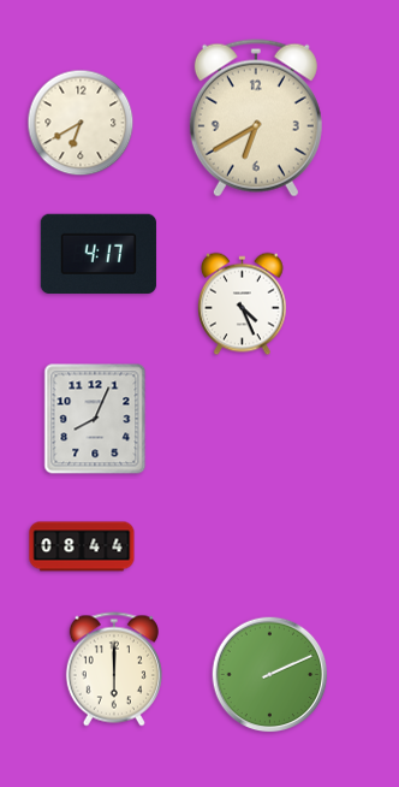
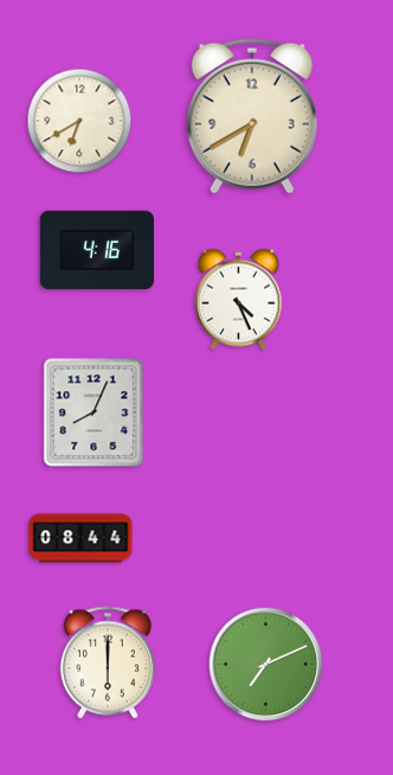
clock at (99, 253): 4:17 -> 4:16
clock at (114, 669) position: (114, 669) -> (108, 662)
clock at (270, 675): 2:11 -> 7:11
